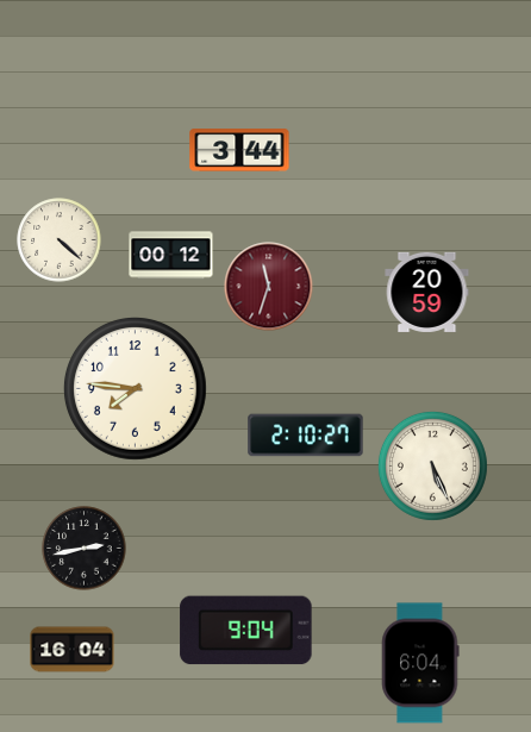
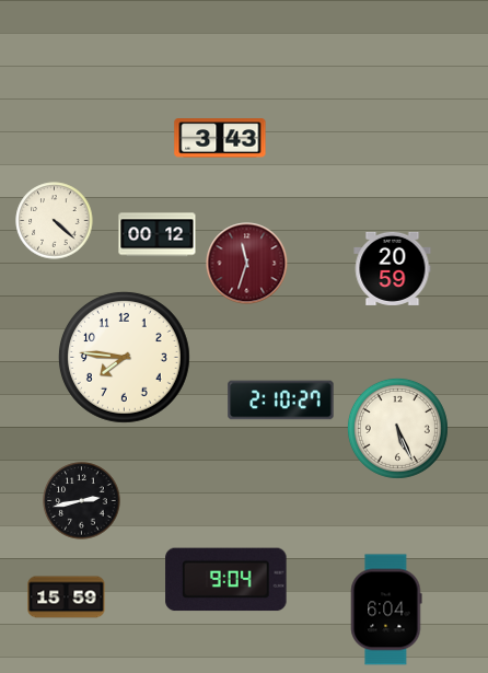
clock at (239, 150): 3:44 -> 3:43
clock at (85, 549) position: (85, 549) -> (82, 501)
clock at (73, 650): 16:04 -> 15:59
